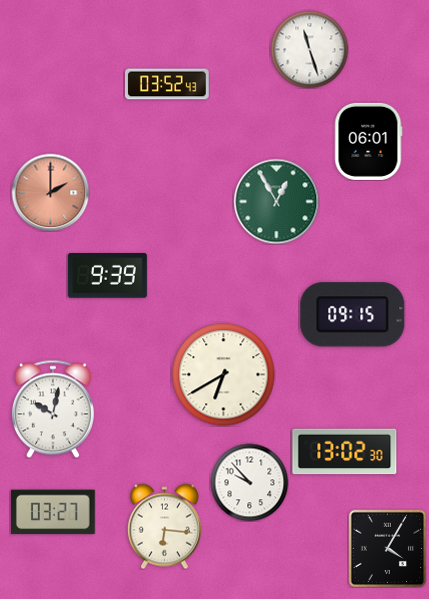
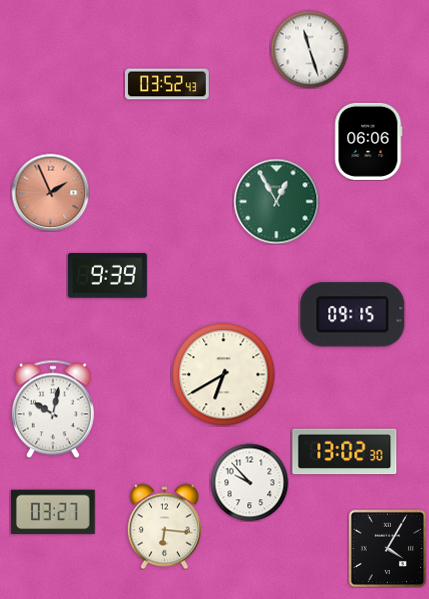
clock at (368, 141): 06:01 -> 06:06
clock at (50, 192): 2:00 -> 1:56
